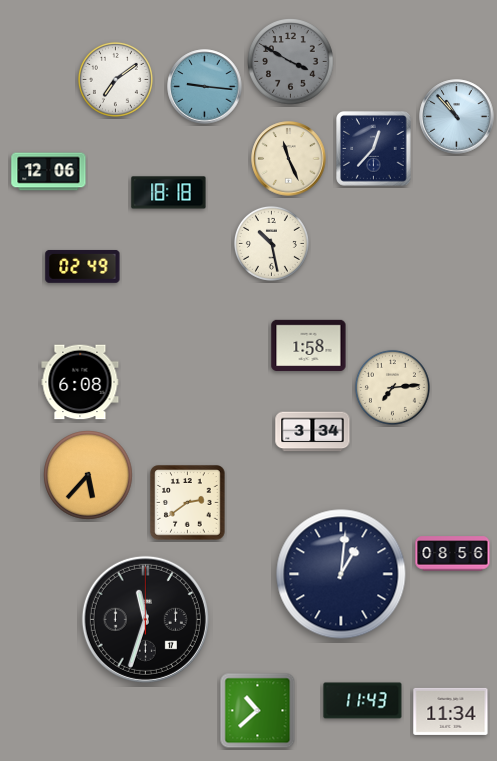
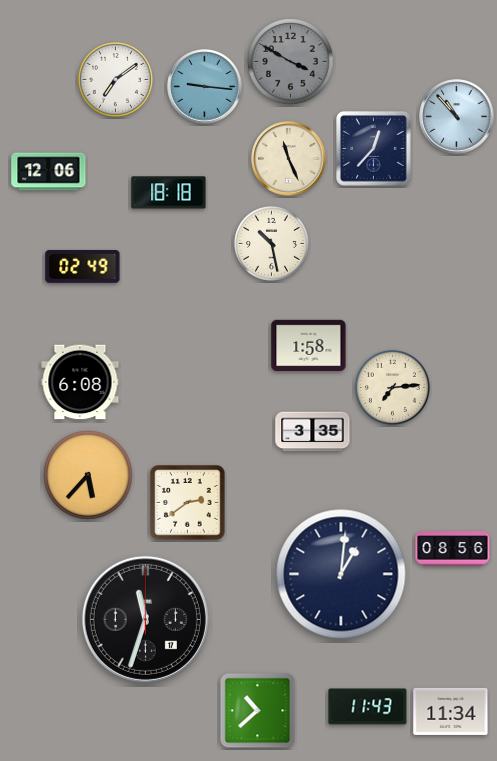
clock at (313, 432): 3:34 -> 3:35
clock at (453, 554) position: (453, 554) -> (453, 549)
clock at (363, 701) position: (363, 701) -> (368, 707)
